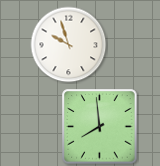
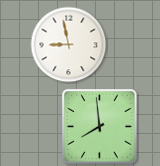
clock at (69, 45): 9:57 -> 8:58
